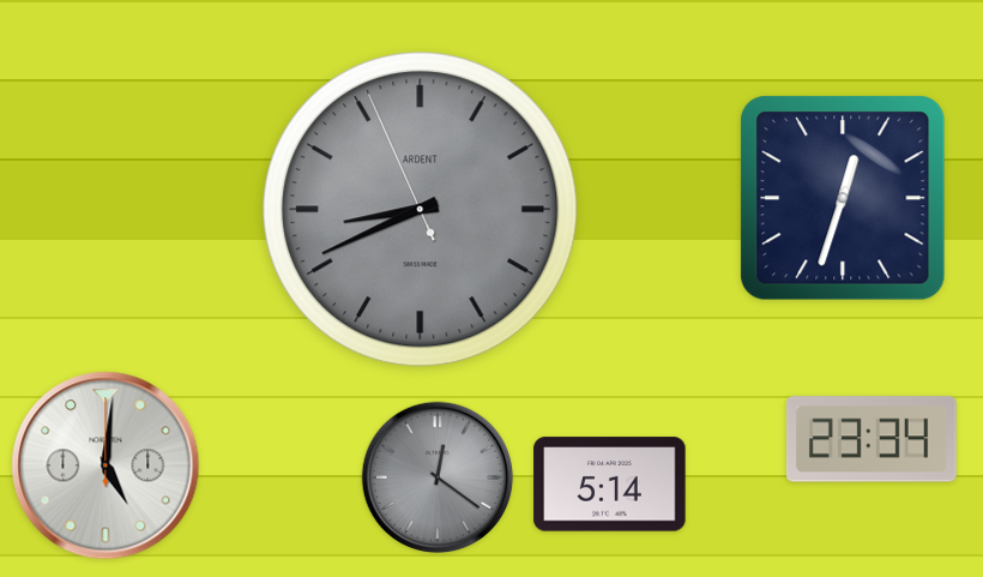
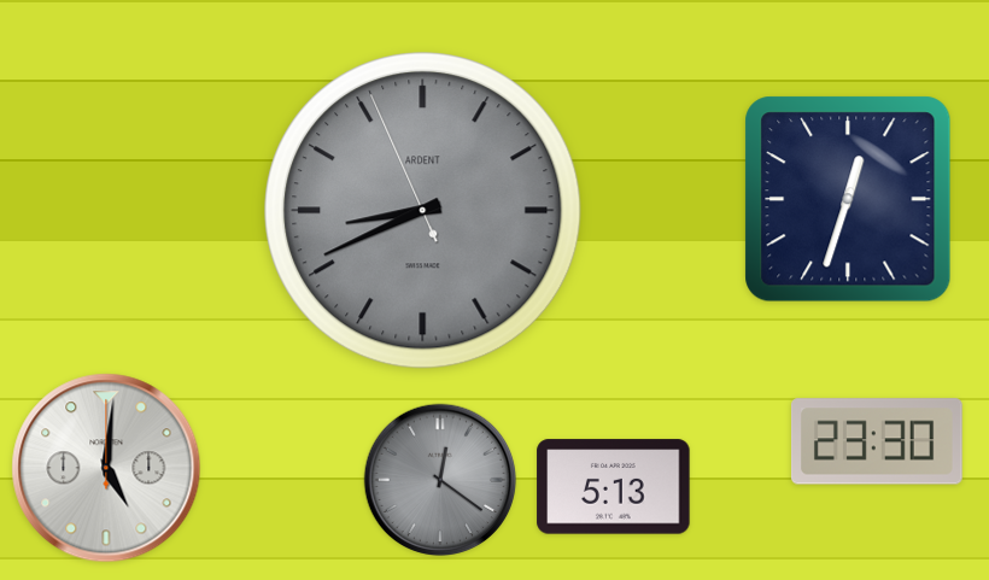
clock at (872, 439): 23:34 -> 23:30
clock at (610, 485): 5:14 -> 5:13
